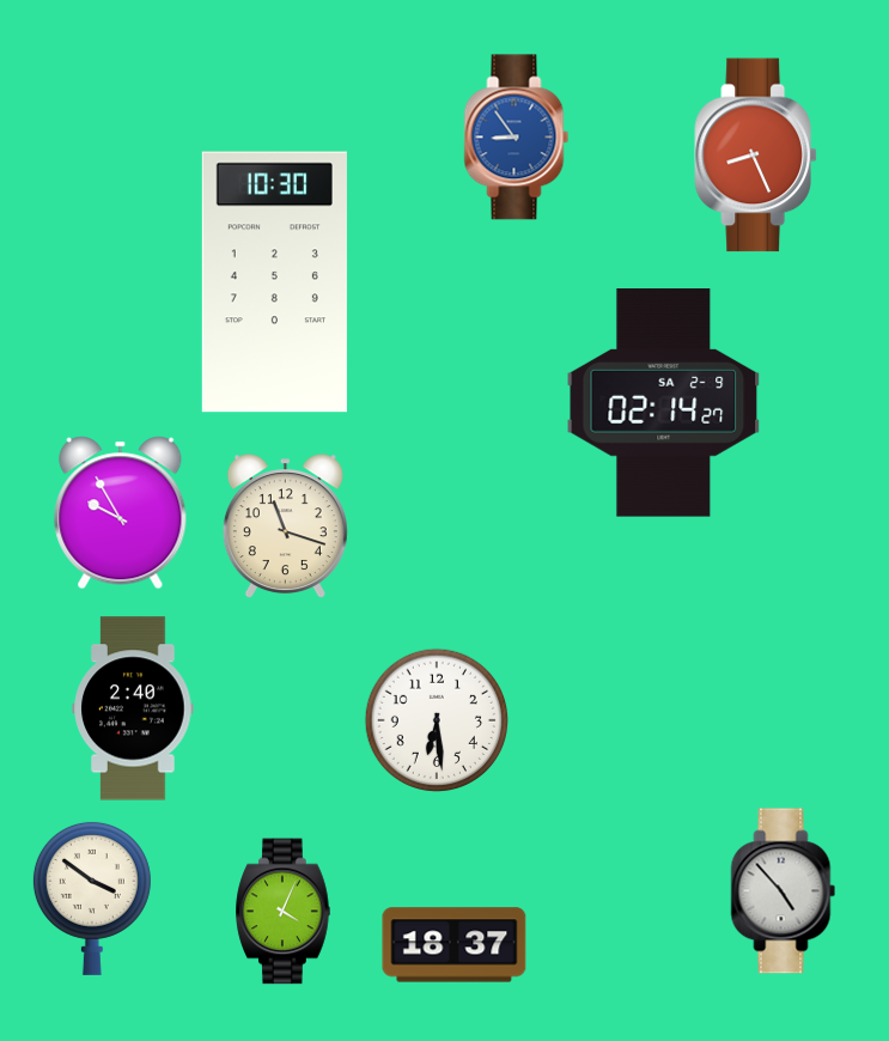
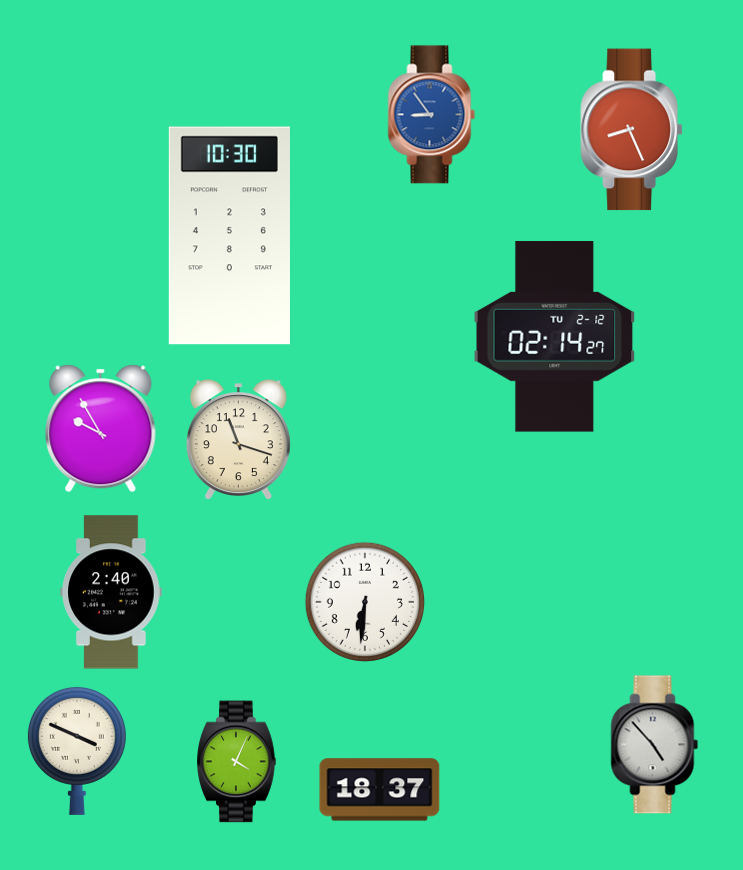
clock at (664, 403) date: SA 2-9 -> TU 2-12
clock at (436, 719): 6:29 -> 6:31
clock at (92, 897): 3:51 -> 3:49
